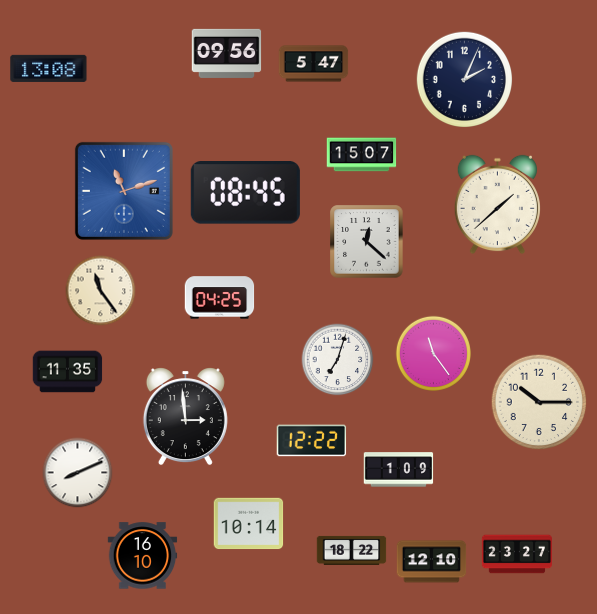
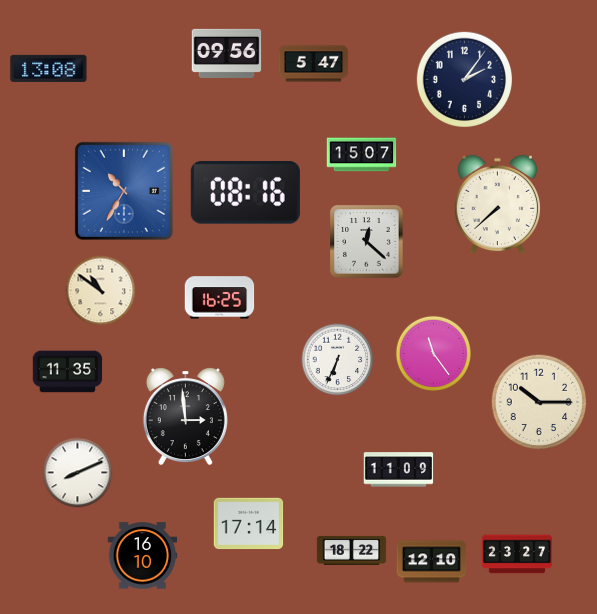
clock at (464, 79): 2:04 -> 2:06
clock at (124, 191): 11:12 -> 10:35
clock at (245, 193): 08:45 -> 08:16
clock at (497, 205): 1:38 -> 7:38
clock at (101, 291): 11:24 -> 10:51
clock at (220, 298): 04:25 -> 16:25
clock at (338, 360): 7:03 -> 6:34
clock at (312, 441): 12:22 -> none
clock at (399, 470): 1:09 -> 11:09
clock at (249, 524): 10:14 -> 17:14
